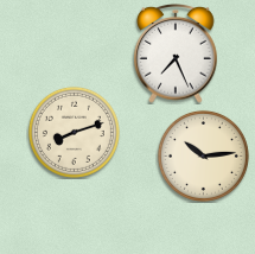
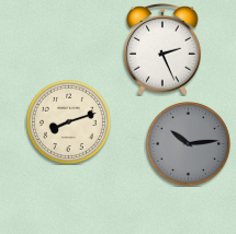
clock at (176, 53): 7:26 -> 2:26
clock at (203, 155) dial: cream -> grey
